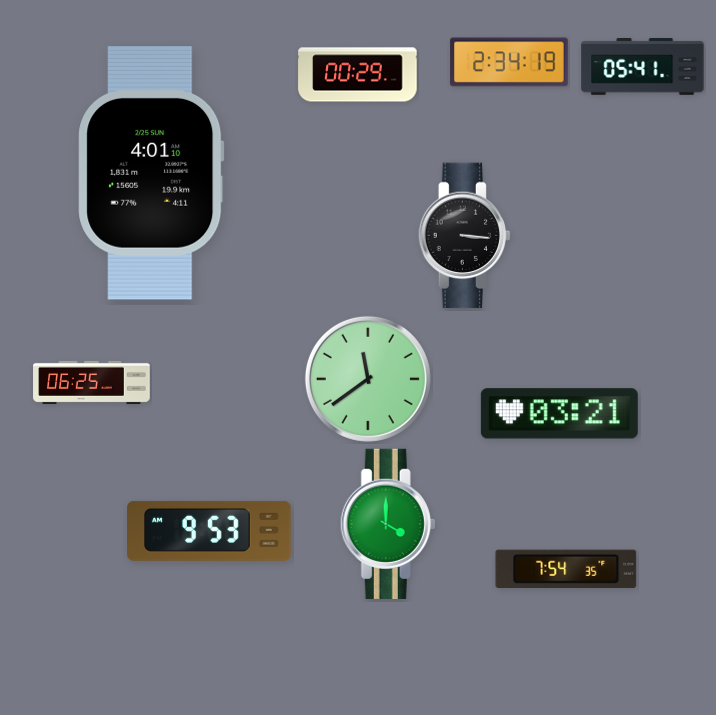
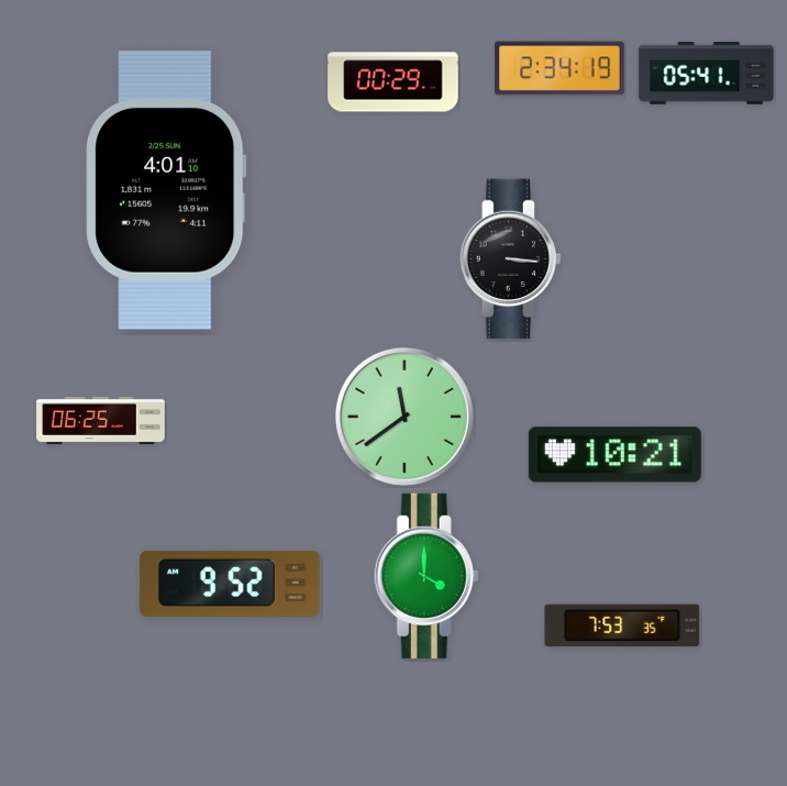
clock at (559, 414): 03:21 -> 10:21
clock at (209, 531): 9:53 -> 9:52
clock at (566, 569): 7:54 -> 7:53
